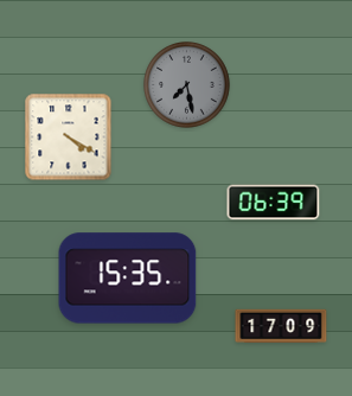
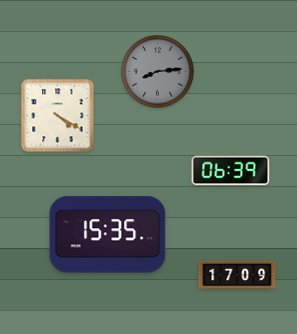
clock at (187, 85): 7:28 -> 8:14
